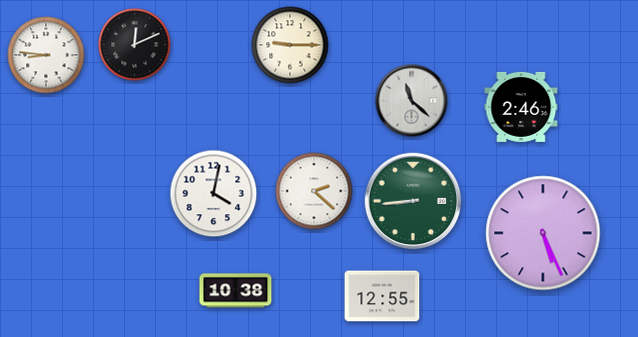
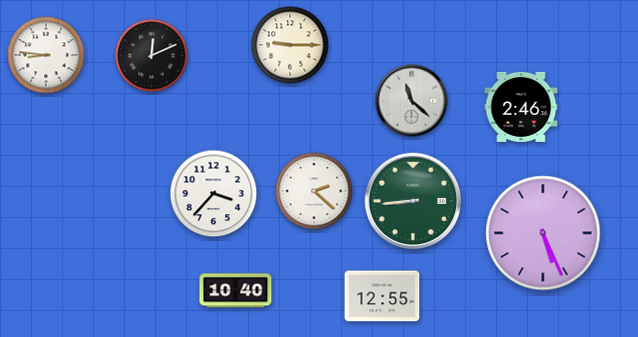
clock at (135, 45) position: (135, 45) -> (152, 56)
clock at (214, 194): 4:02 -> 3:37
clock at (236, 291): 10:38 -> 10:40
